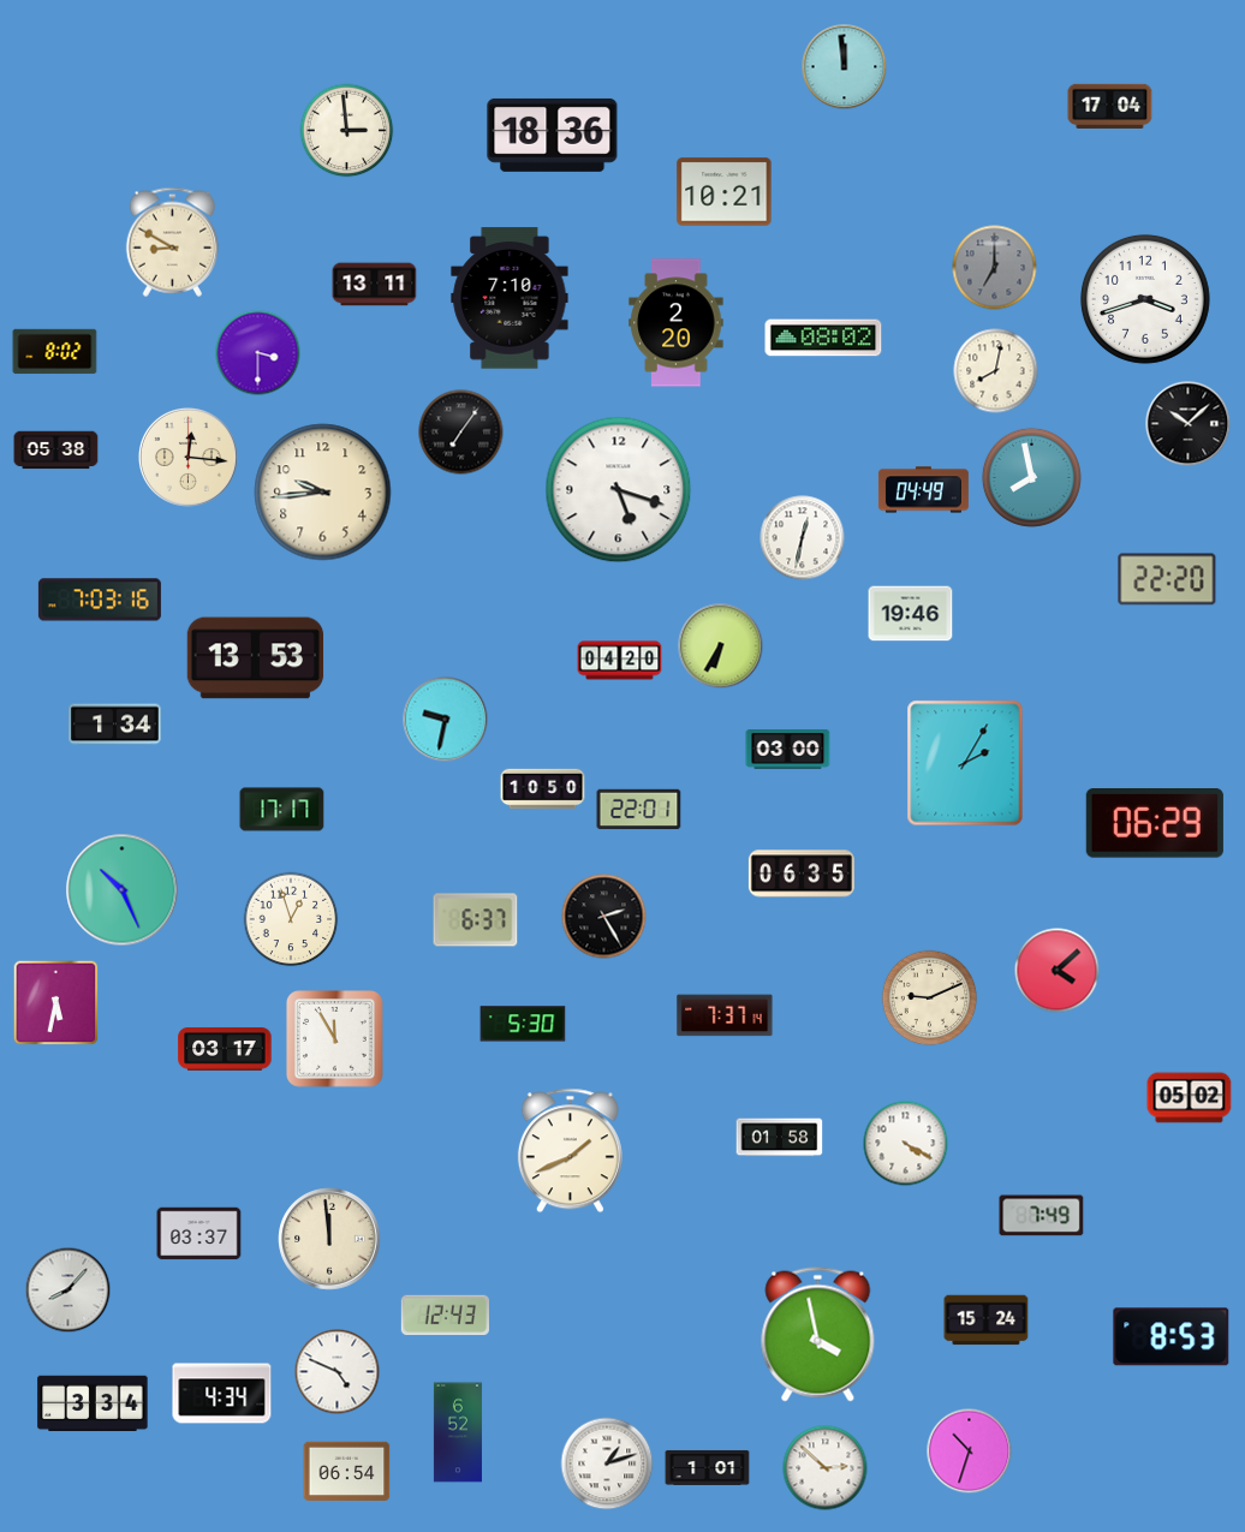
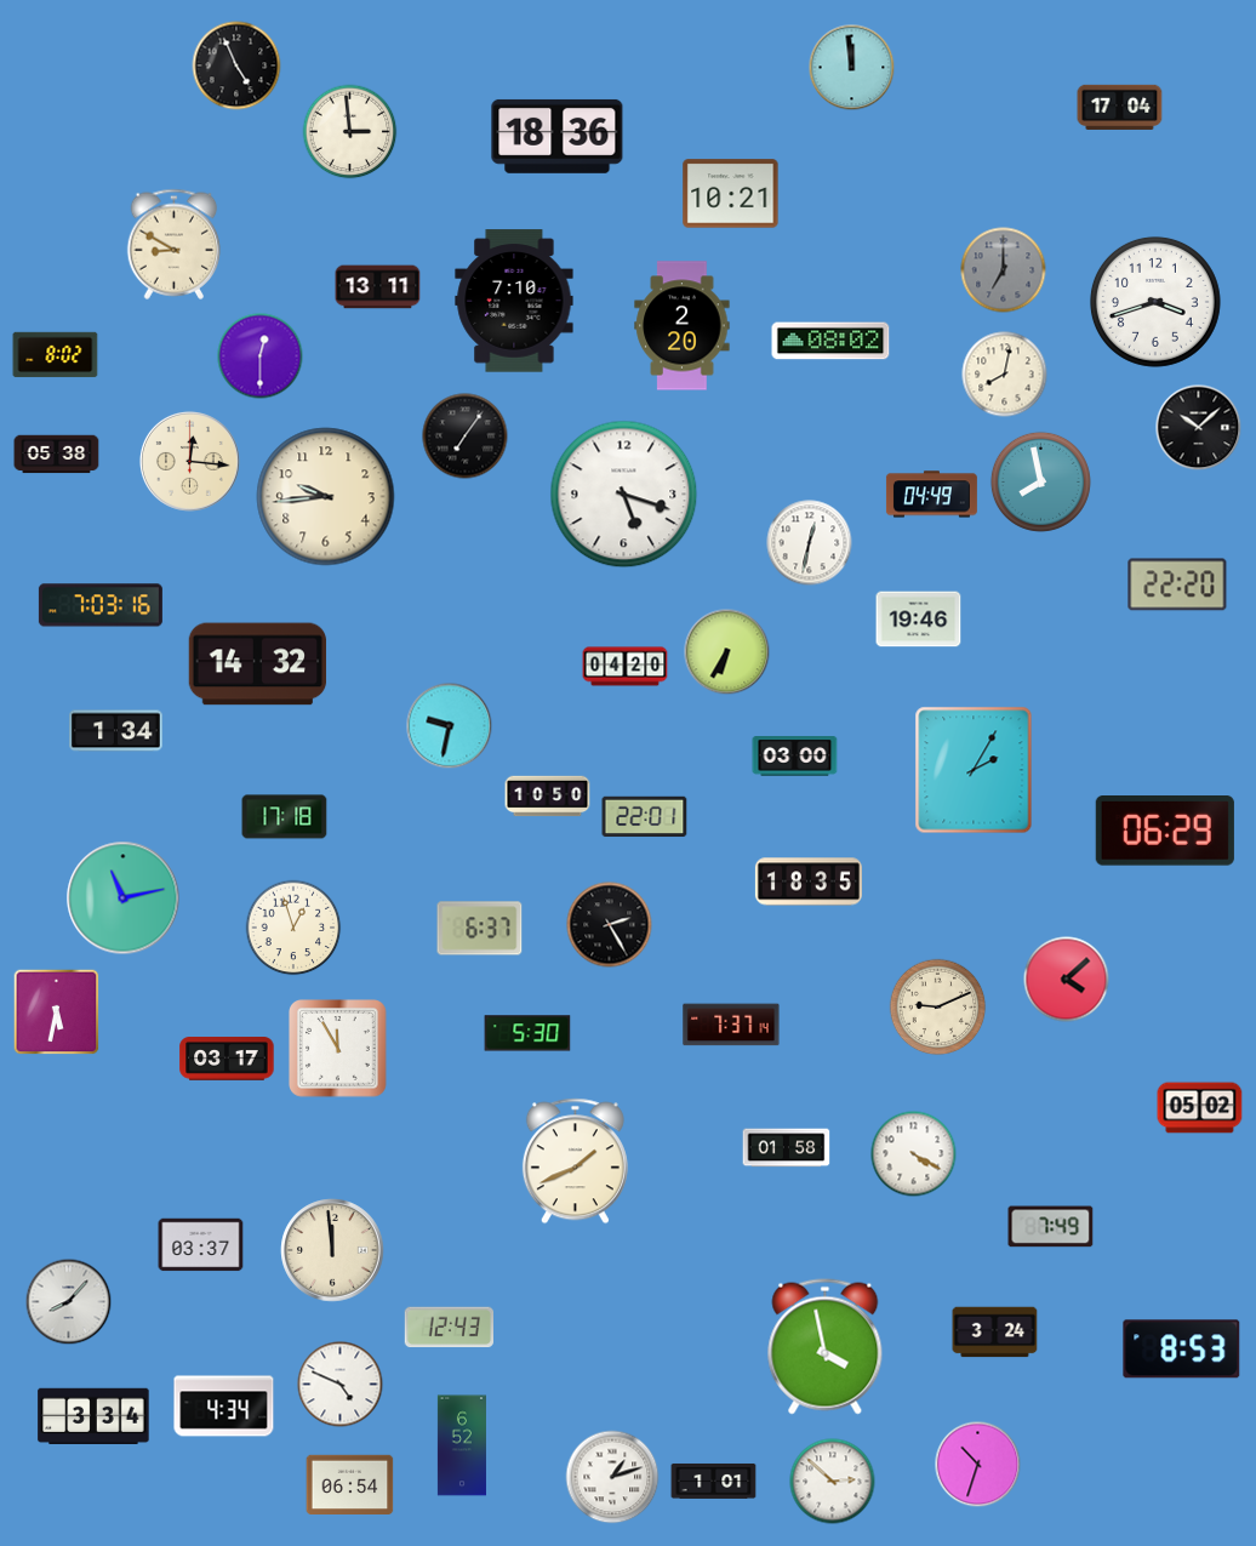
clock at (236, 65): none -> 4:56
clock at (258, 353): 3:30 -> 12:30
clock at (256, 658): 13:53 -> 14:32
clock at (282, 810): 17:17 -> 17:18
clock at (802, 874): 06:35 -> 18:35
clock at (123, 890): 10:26 -> 11:13
clock at (987, 1321): 15:24 -> 3:24
